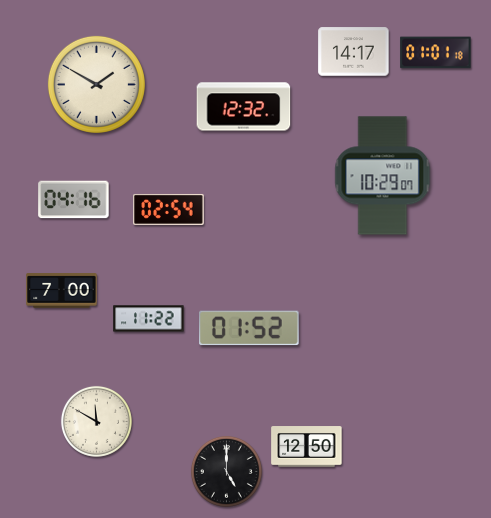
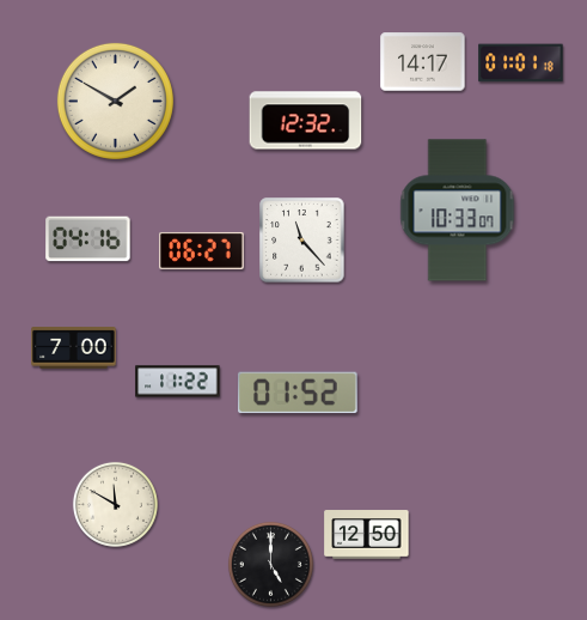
clock at (244, 107) position: (244, 107) -> (306, 121)
clock at (383, 176): 10:29 -> 10:33
clock at (302, 241): none -> 11:23
clock at (169, 209): 02:54 -> 06:27
